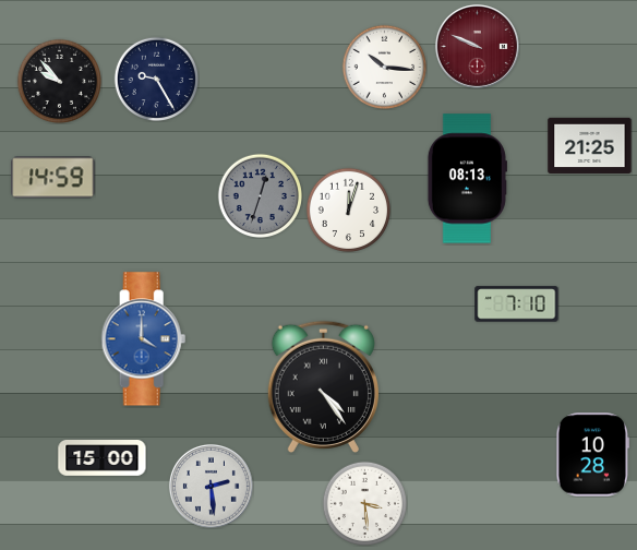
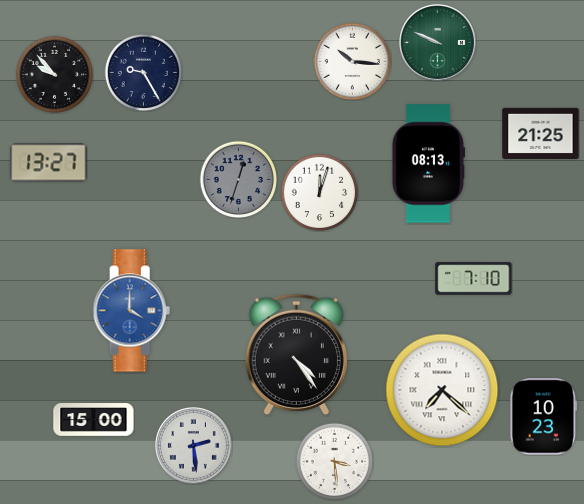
clock at (477, 46) dial: burgundy -> green
clock at (53, 178): 14:59 -> 13:27
clock at (442, 390): none -> 7:22
clock at (593, 455): 10:28 -> 10:23
